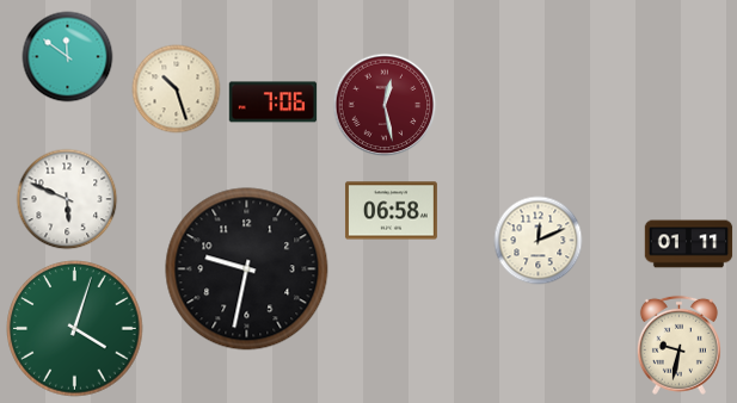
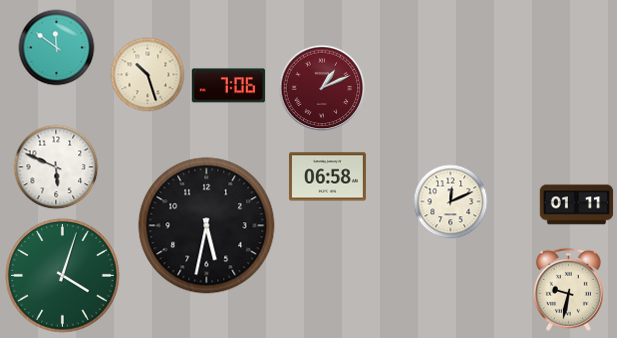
clock at (385, 105): 12:28 -> 1:11
clock at (247, 269): 9:32 -> 5:32
